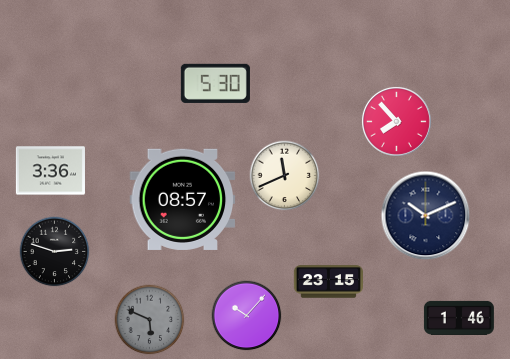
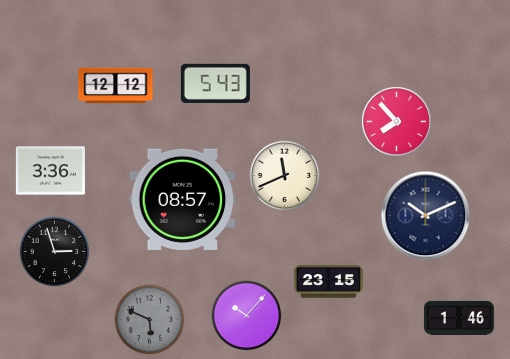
clock at (215, 83): 5:30 -> 5:43
clock at (116, 86): none -> 12:12
clock at (55, 252): 2:48 -> 2:57
